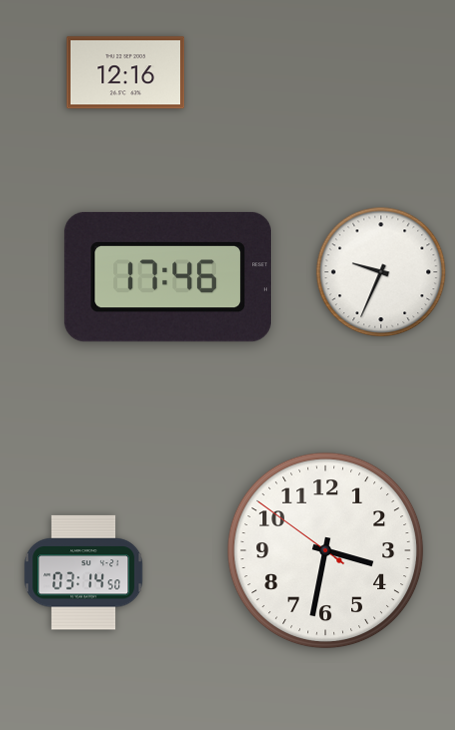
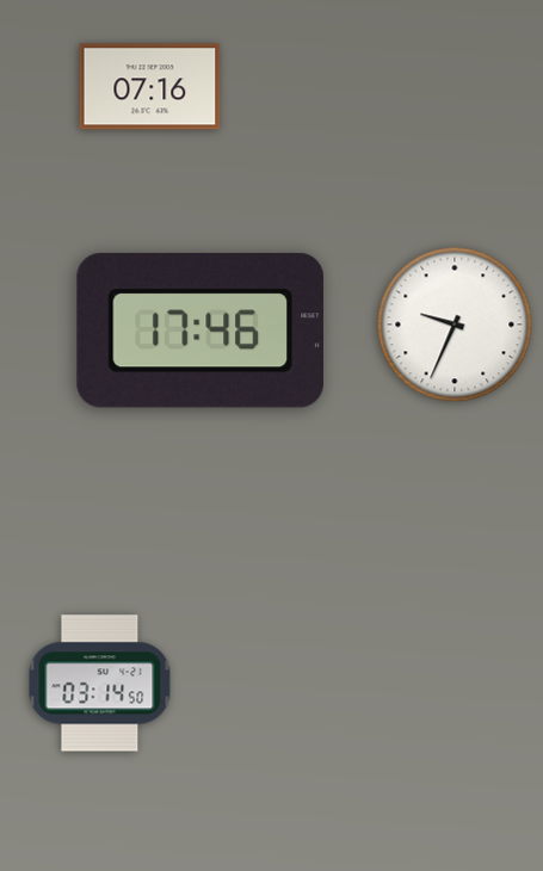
clock at (126, 73): 12:16 -> 07:16
clock at (326, 551): 3:31 -> none
